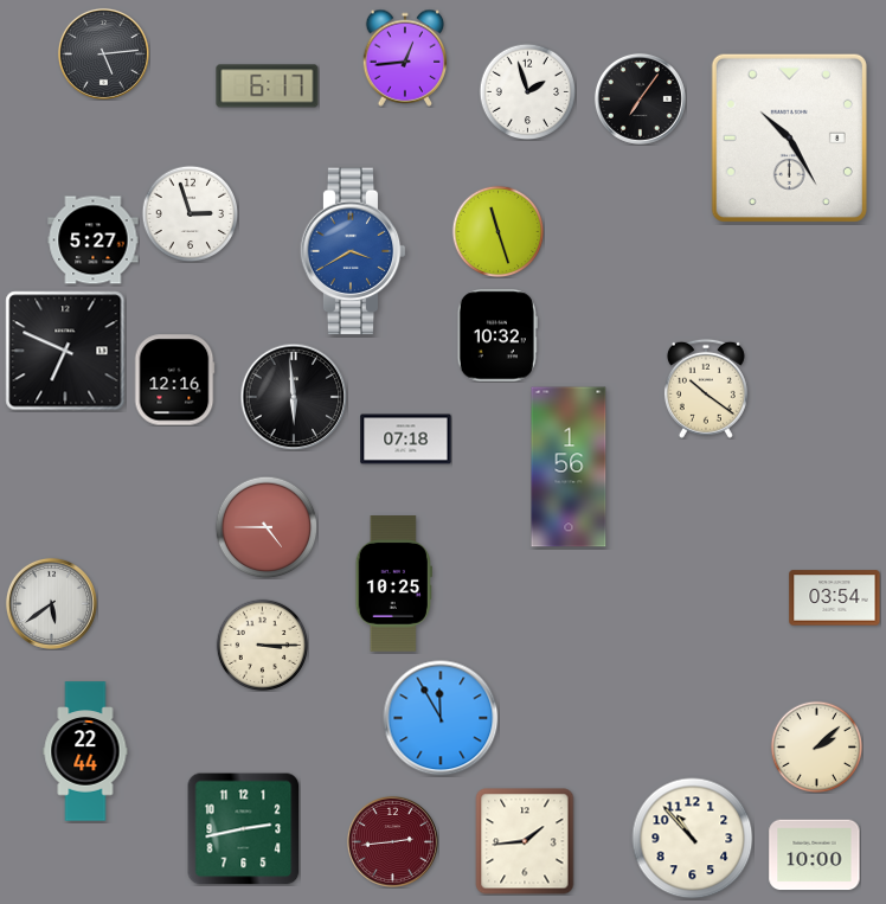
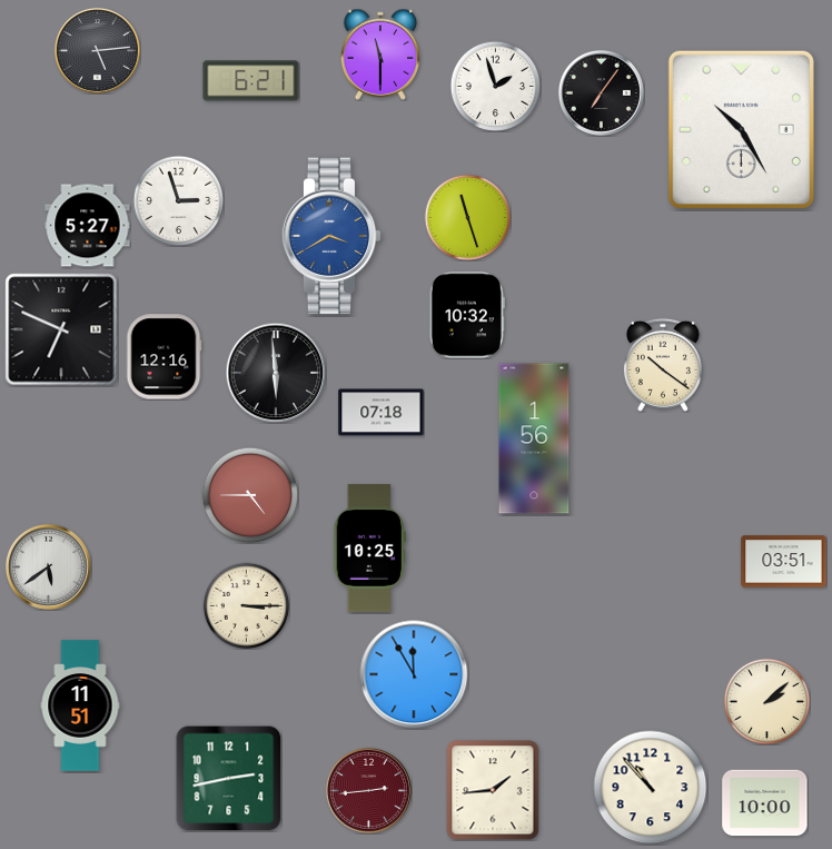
clock at (405, 58): 12:44 -> 11:30
clock at (268, 86): 6:17 -> 6:21
clock at (835, 598): 03:54 -> 03:51
clock at (85, 751): 22:44 -> 11:51
